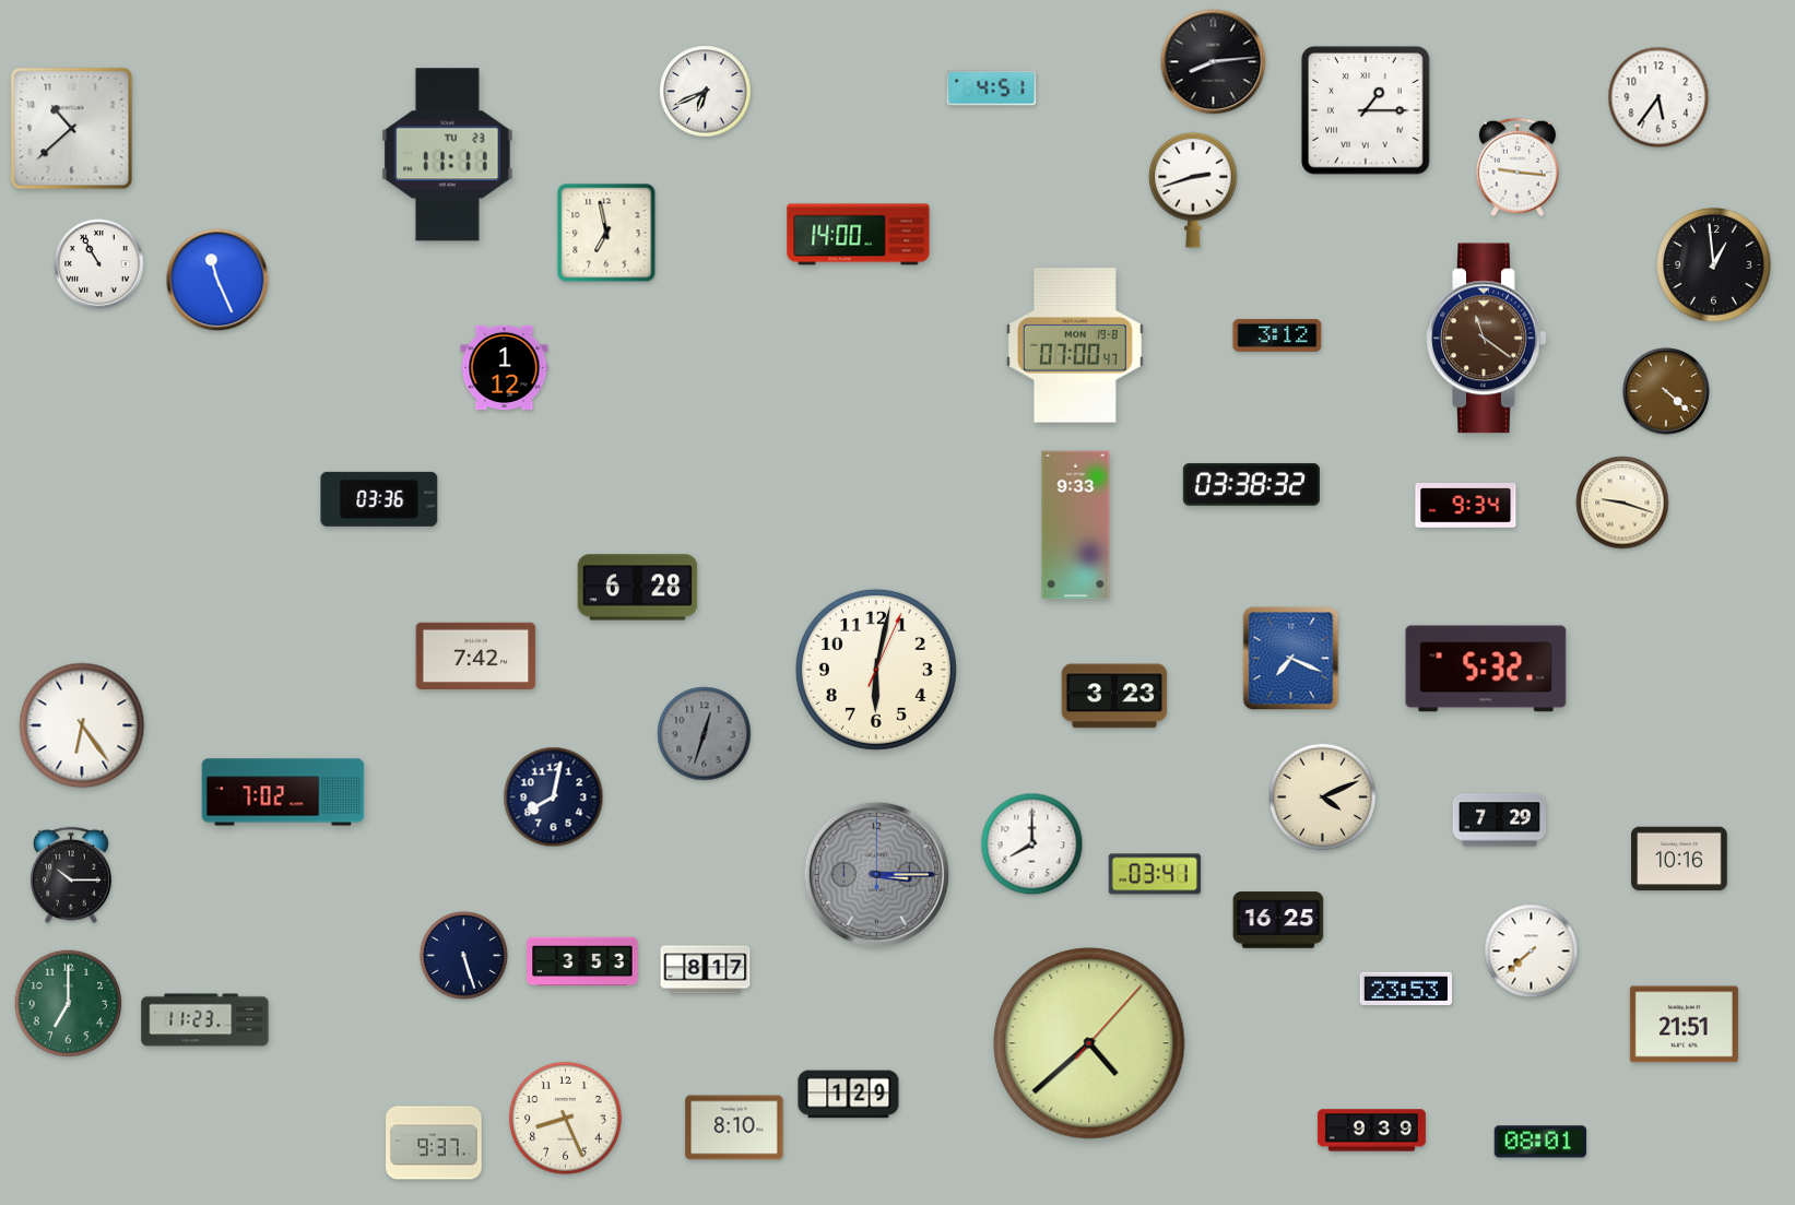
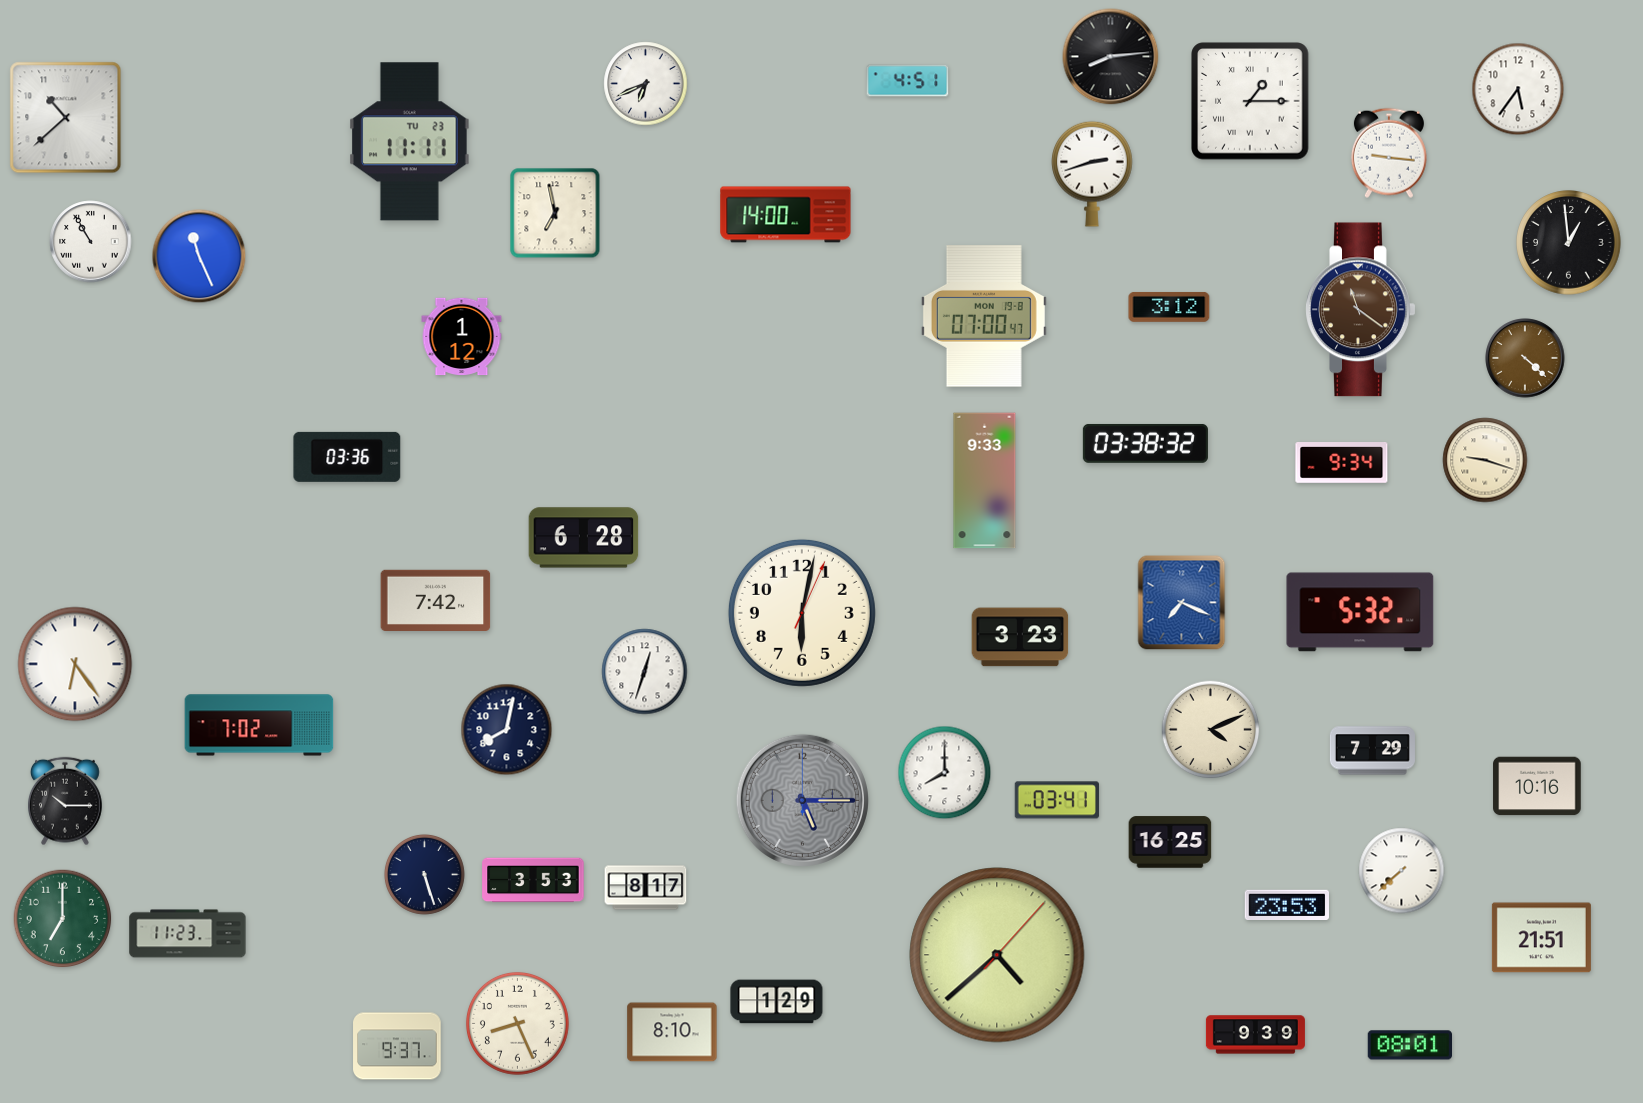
clock at (705, 734) dial: grey -> white
clock at (876, 874): 3:15 -> 5:15
